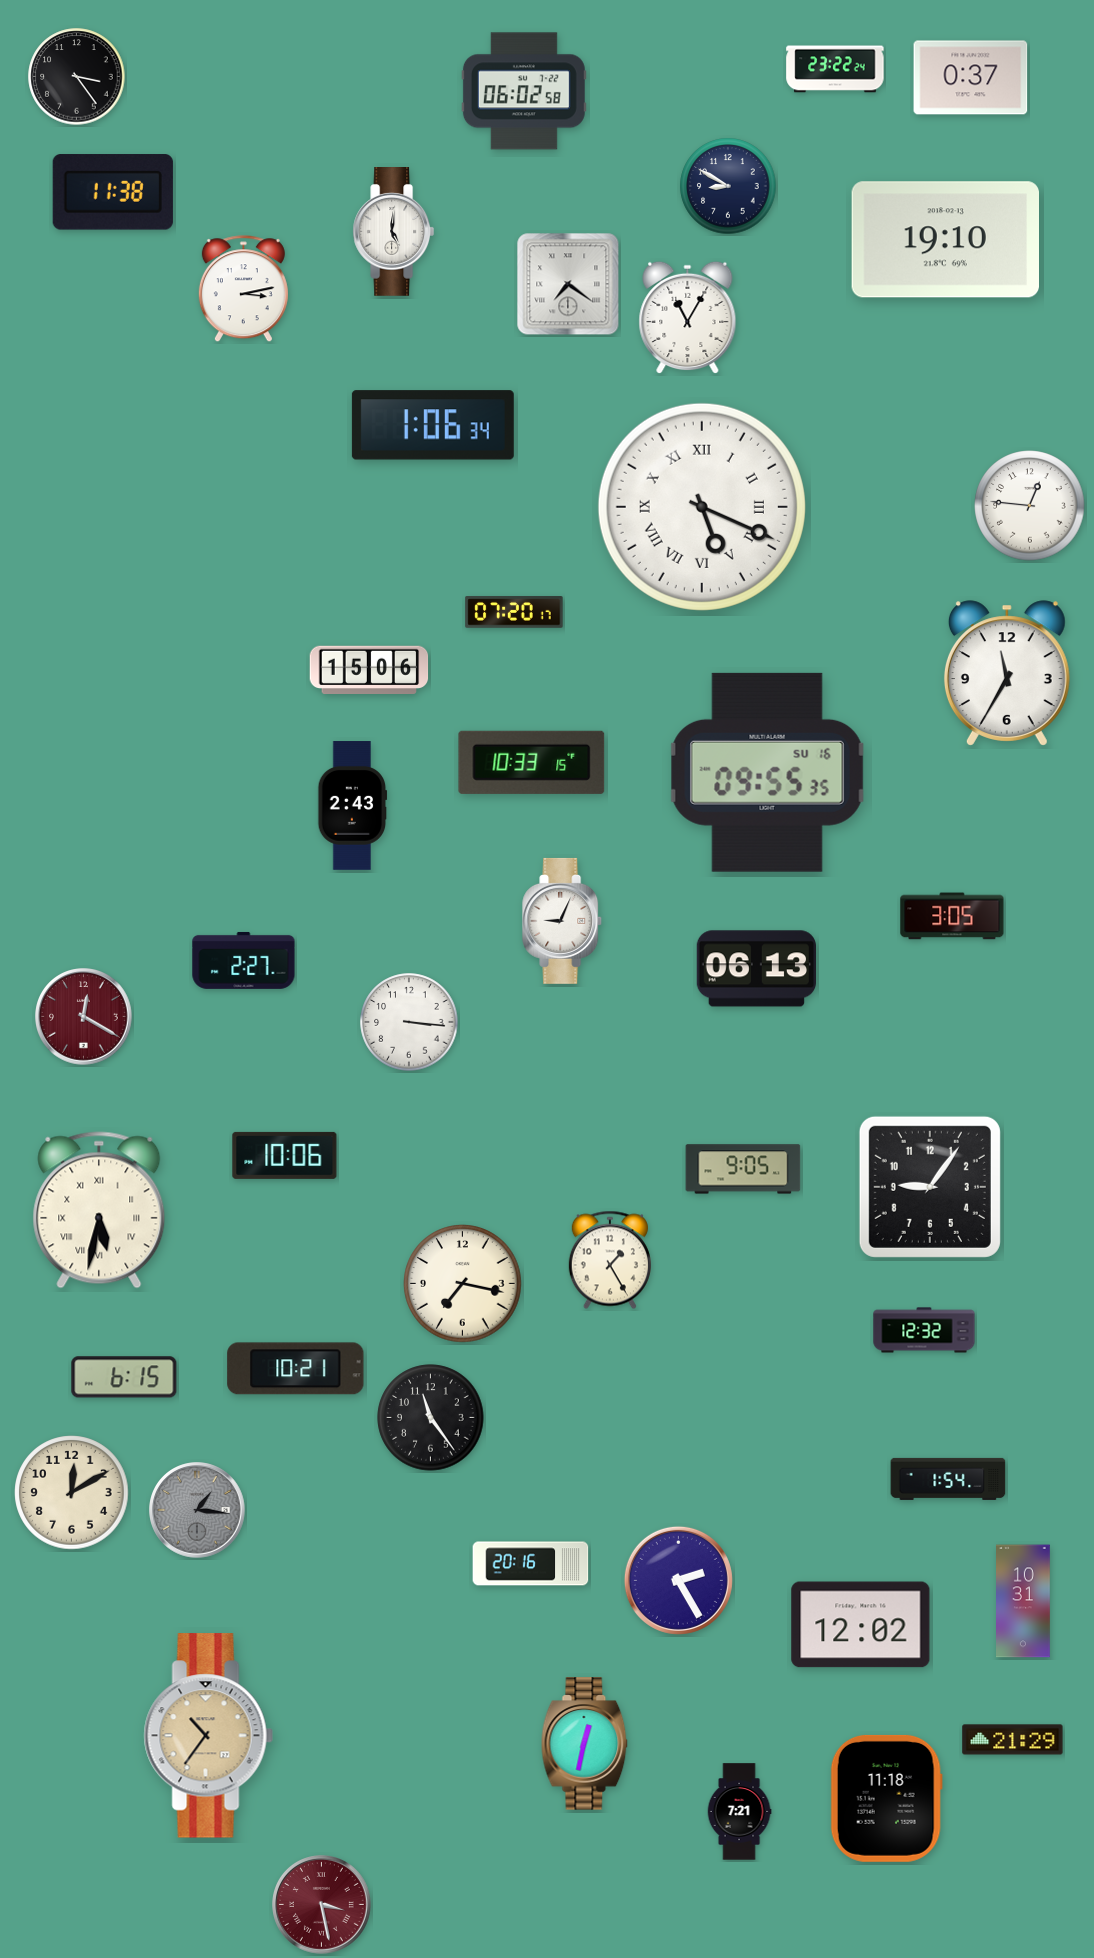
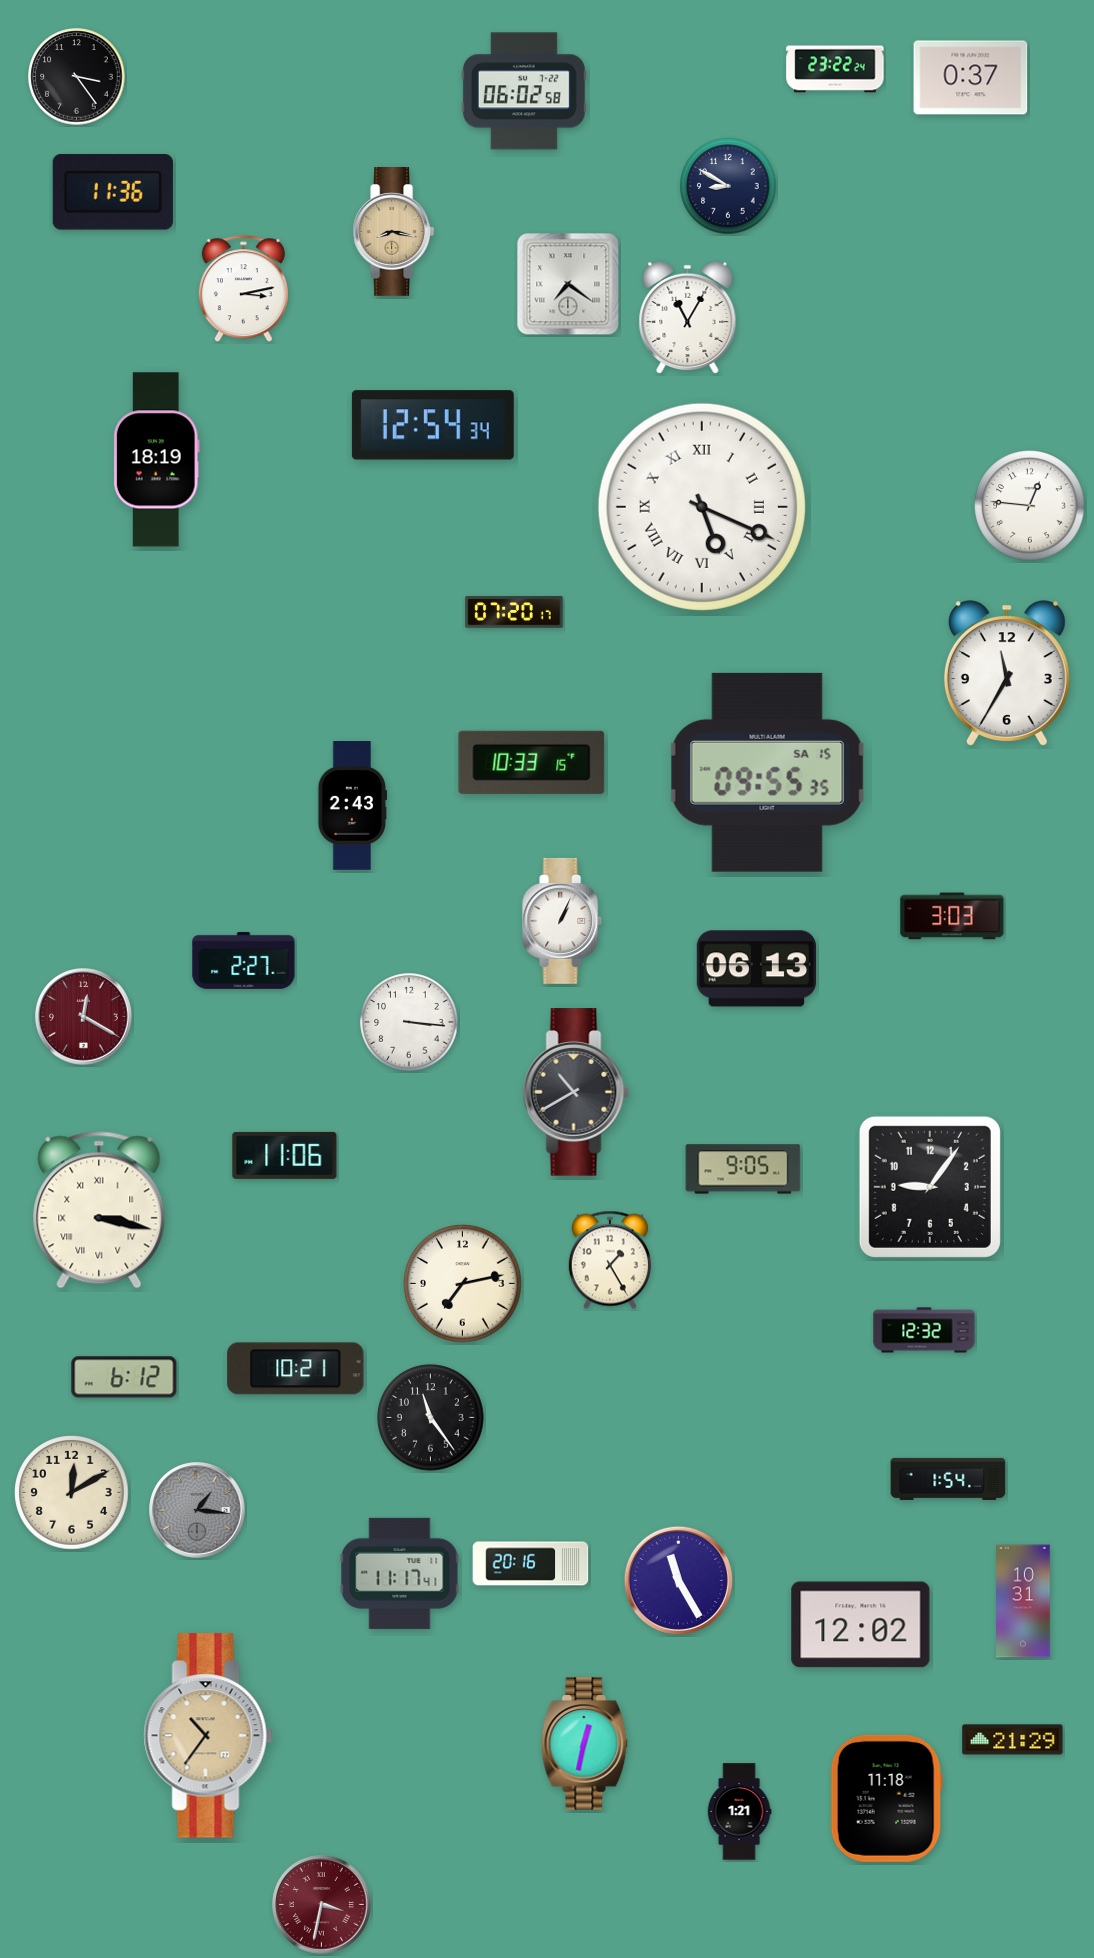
clock at (113, 192): 11:38 -> 11:36
clock at (394, 232): 5:01 -> 8:17
clock at (394, 232) dial: white -> champagne
clock at (945, 240): 19:10 -> none
clock at (433, 425): 1:06 -> 12:54
clock at (156, 460): none -> 18:19
clock at (369, 669): 15:06 -> none
clock at (768, 772) date: SU 16 -> SA 15
clock at (952, 916): 3:05 -> 3:03
clock at (563, 921): 9:04 -> 1:04
clock at (576, 1092): none -> 10:40
clock at (285, 1155): 10:06 -> 11:06
clock at (99, 1210): 5:32 -> 3:17
clock at (463, 1284): 7:17 -> 7:13
clock at (124, 1377): 6:15 -> 6:12
clock at (400, 1573): none -> 11:17
clock at (678, 1580): 2:25 -> 11:25
clock at (739, 1812): 7:21 -> 1:21
clock at (322, 1905): 3:28 -> 3:32
